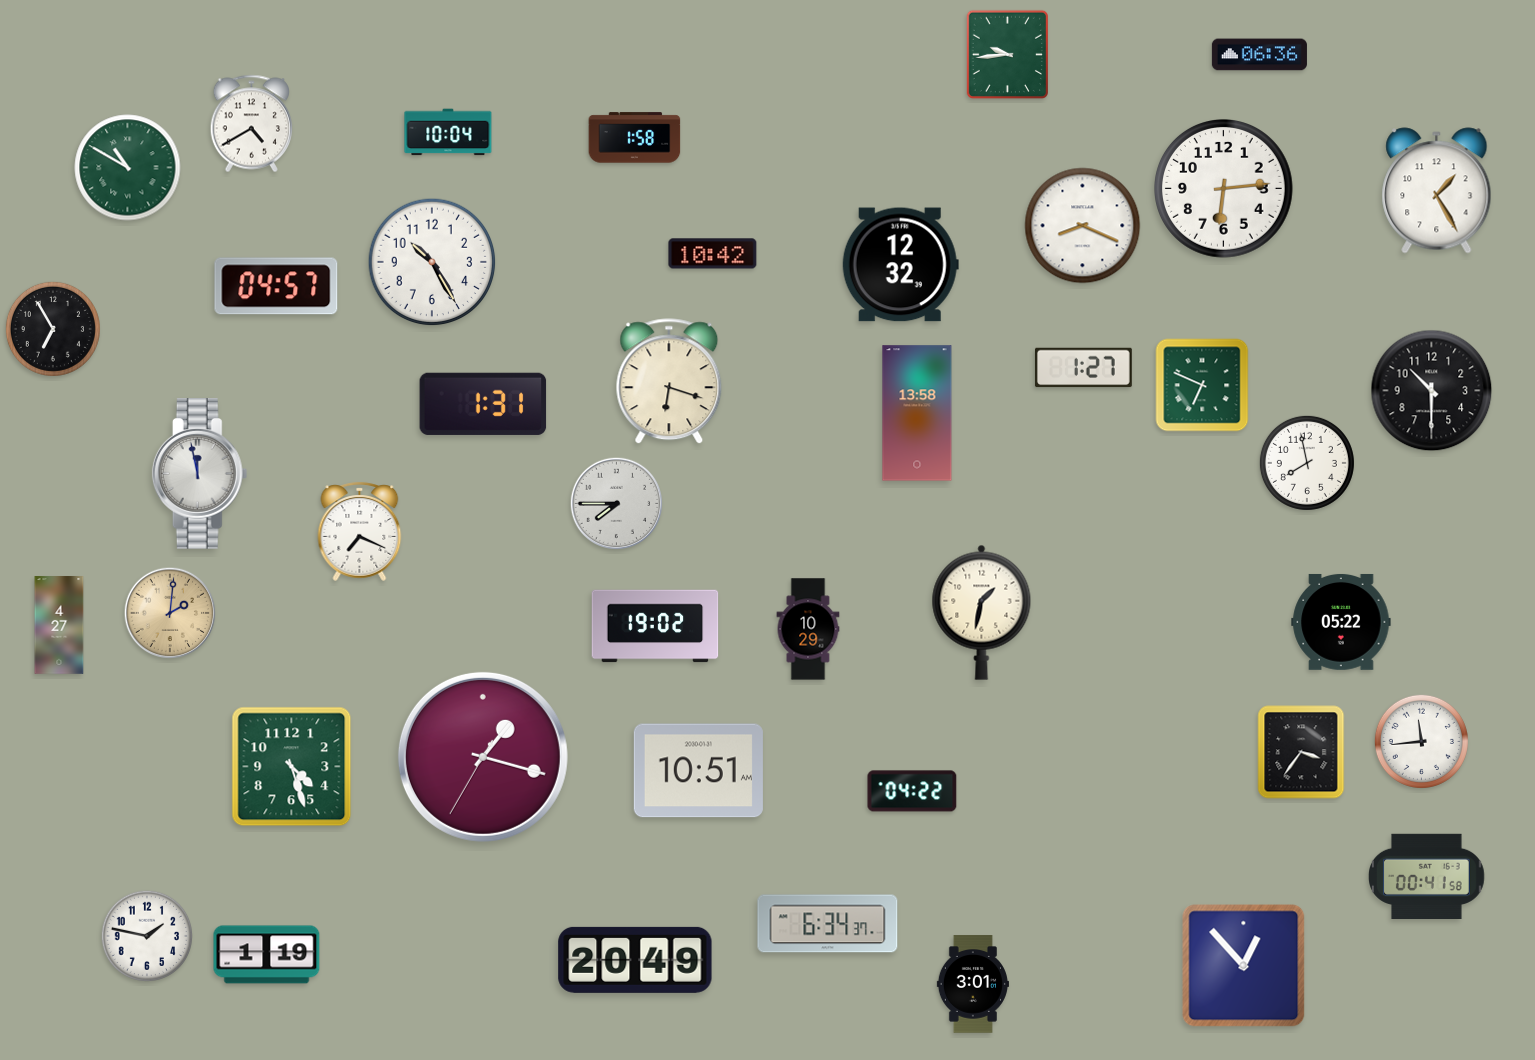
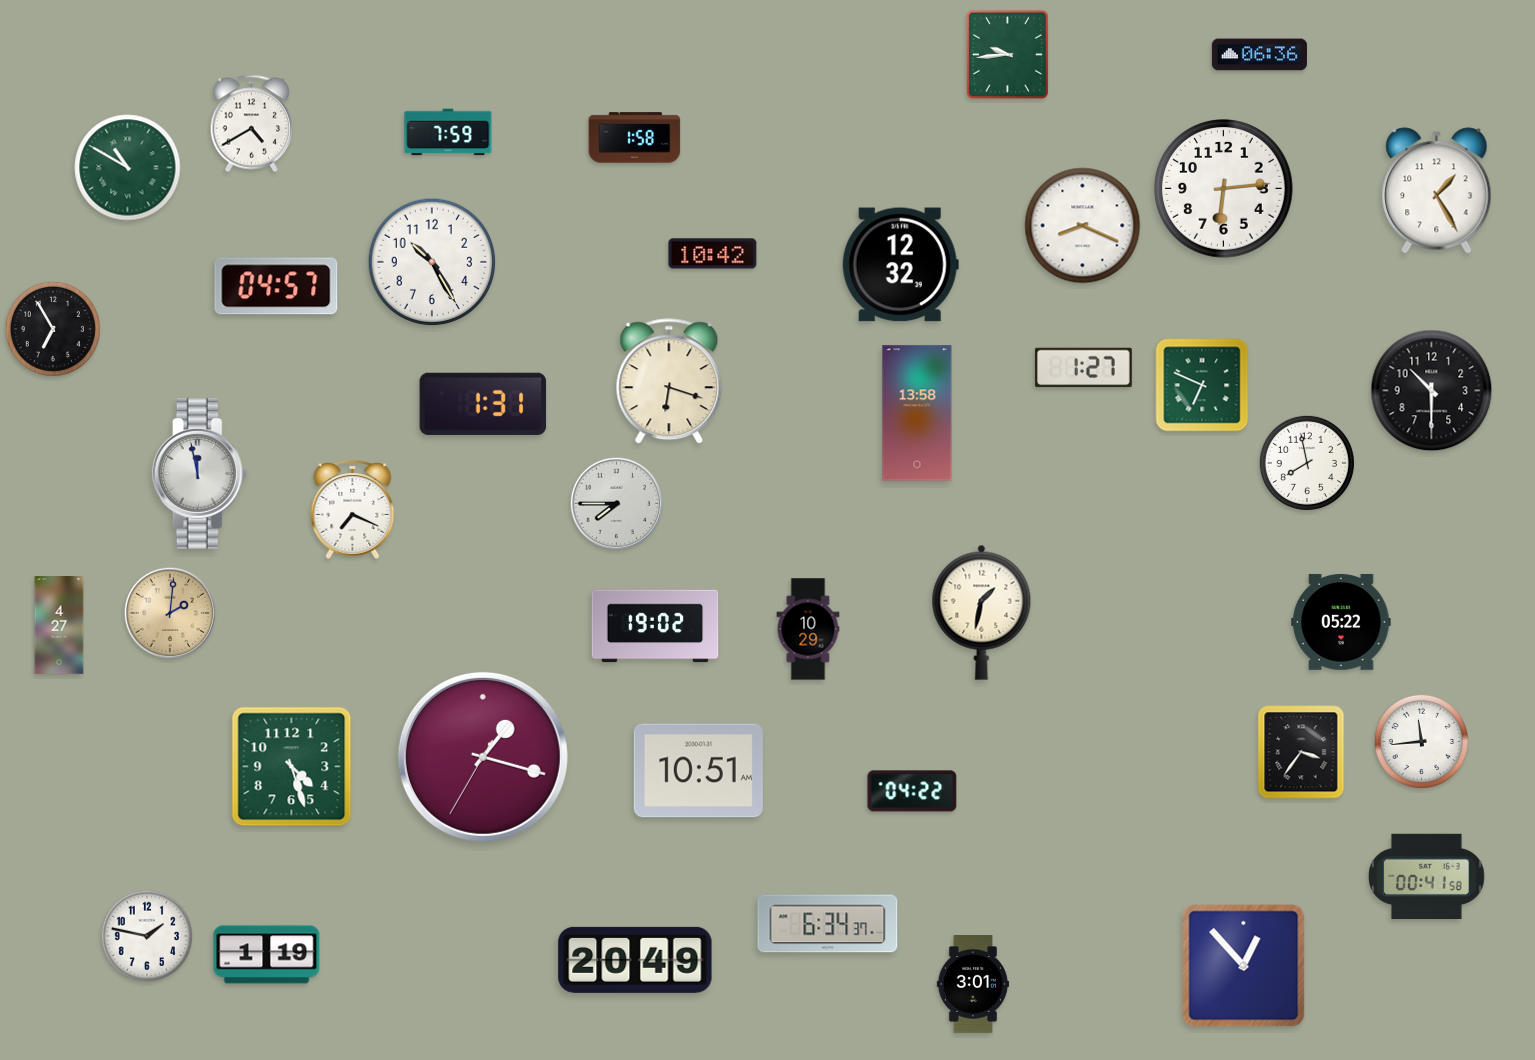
clock at (448, 132): 10:04 -> 7:59
clock at (360, 531) position: (360, 531) -> (353, 509)
